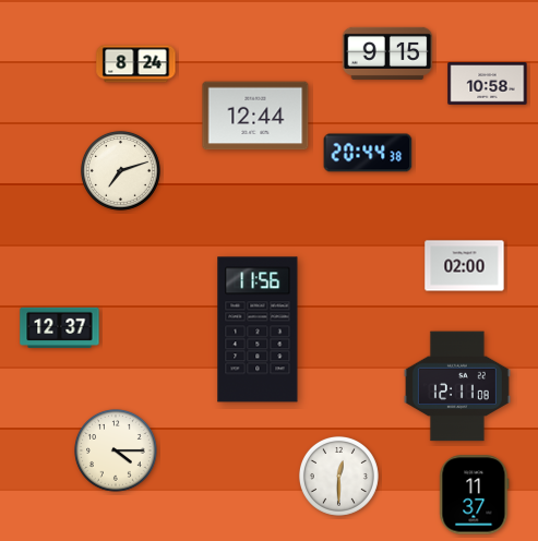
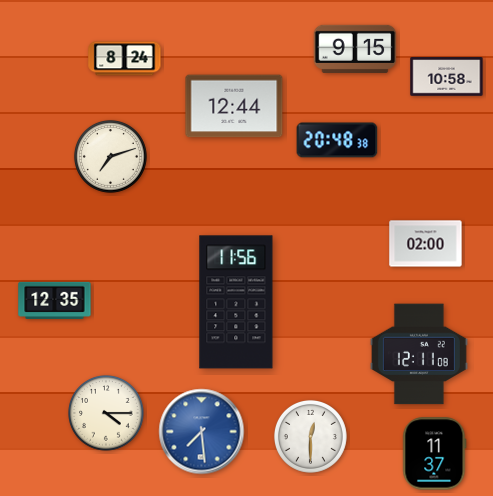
clock at (368, 153): 20:44 -> 20:48
clock at (60, 327): 12:37 -> 12:35
clock at (202, 432): none -> 7:29
